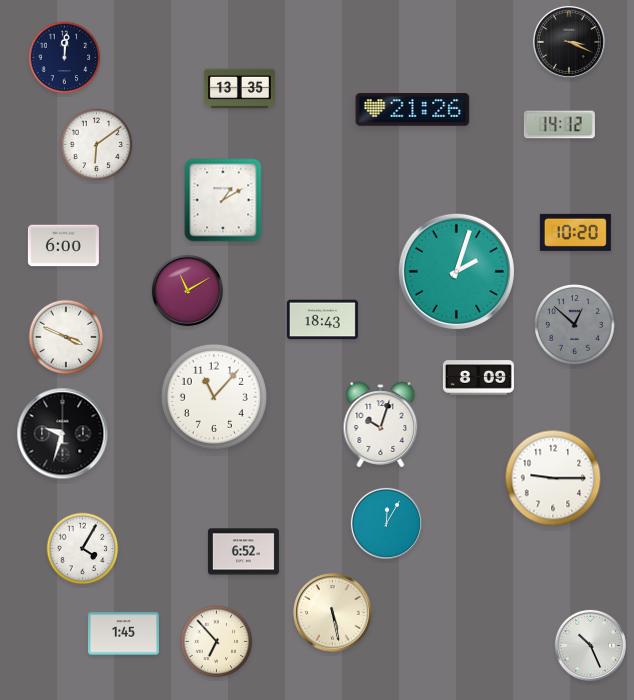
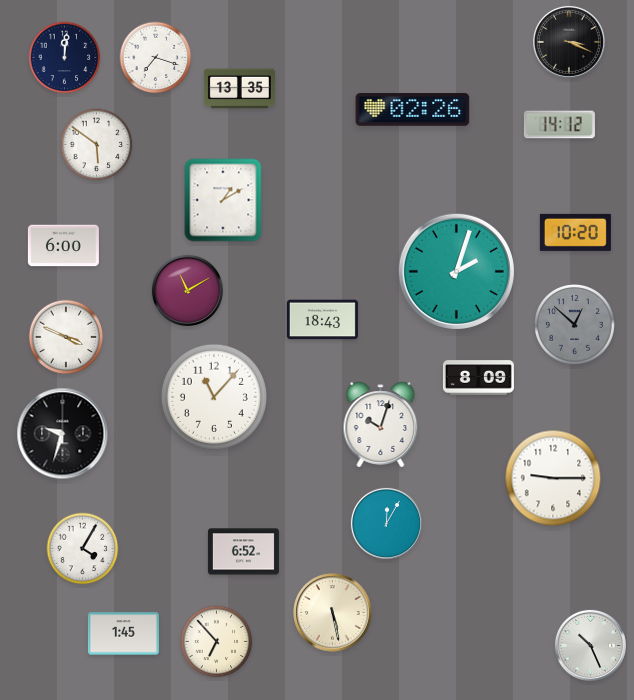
clock at (156, 58): none -> 7:18
clock at (413, 110): 21:26 -> 02:26
clock at (97, 145): 6:09 -> 5:51
